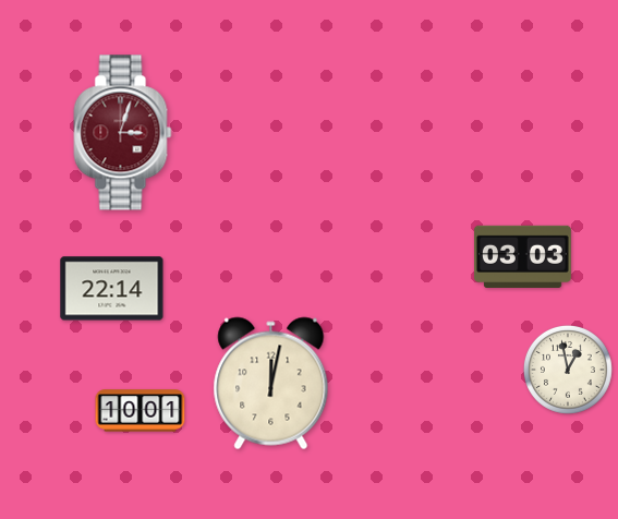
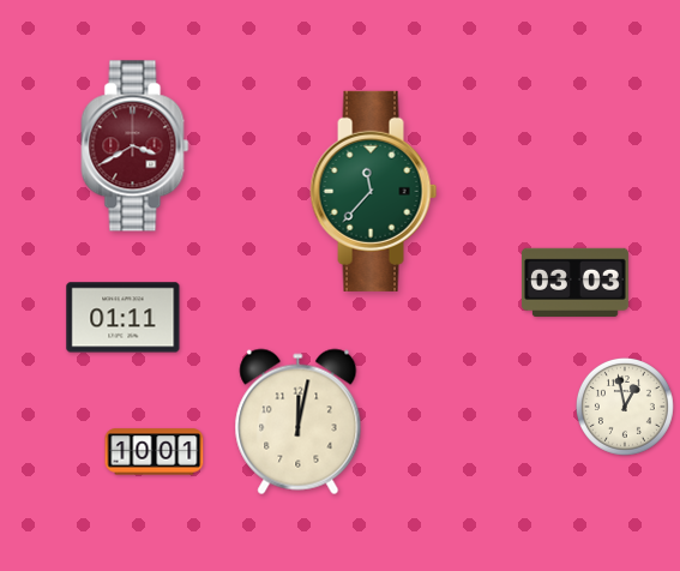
clock at (123, 133): 3:03 -> 3:40
clock at (374, 191): none -> 11:37
clock at (112, 289): 22:14 -> 01:11
